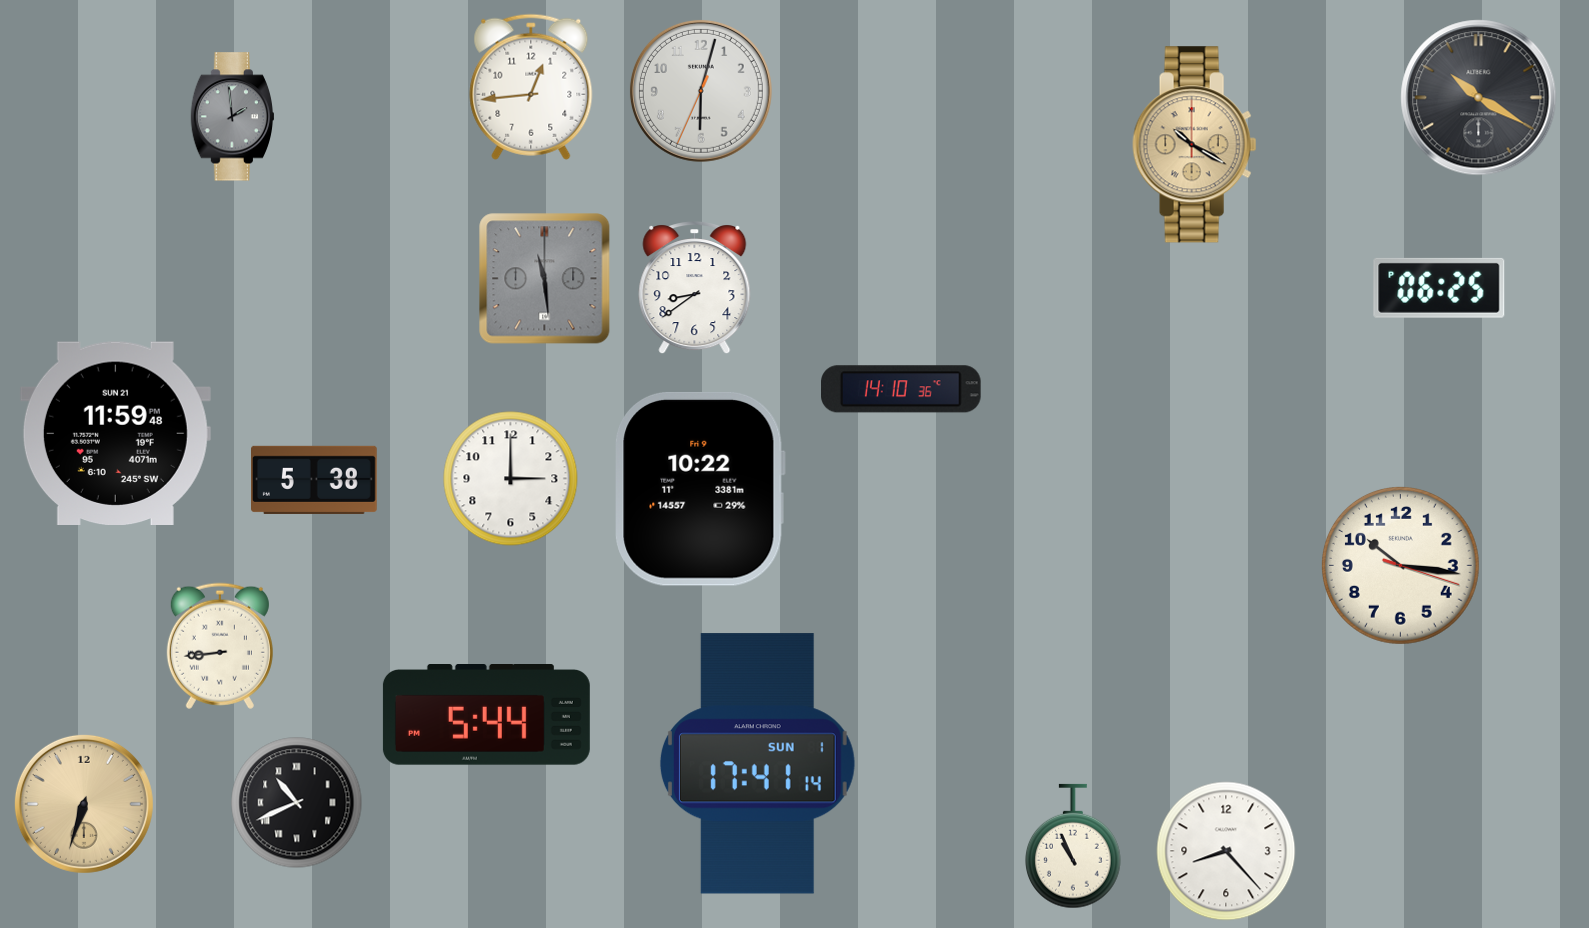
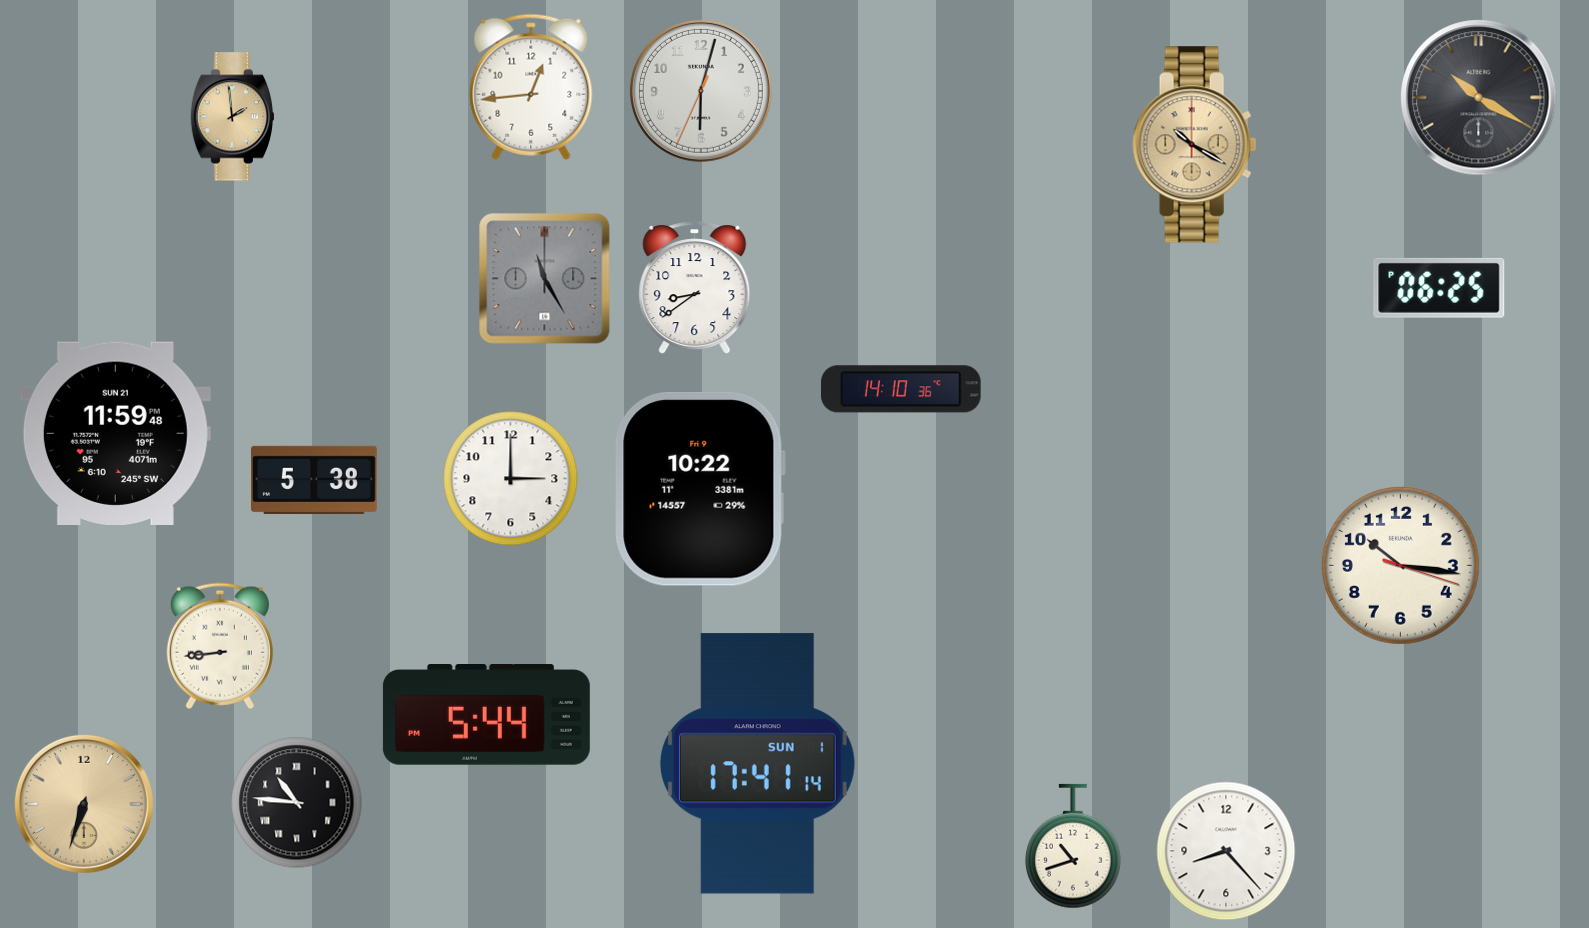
clock at (232, 117) dial: grey -> champagne
clock at (545, 279): 11:29 -> 11:25
clock at (297, 803): 10:41 -> 10:46
clock at (1074, 846): 10:56 -> 10:42
